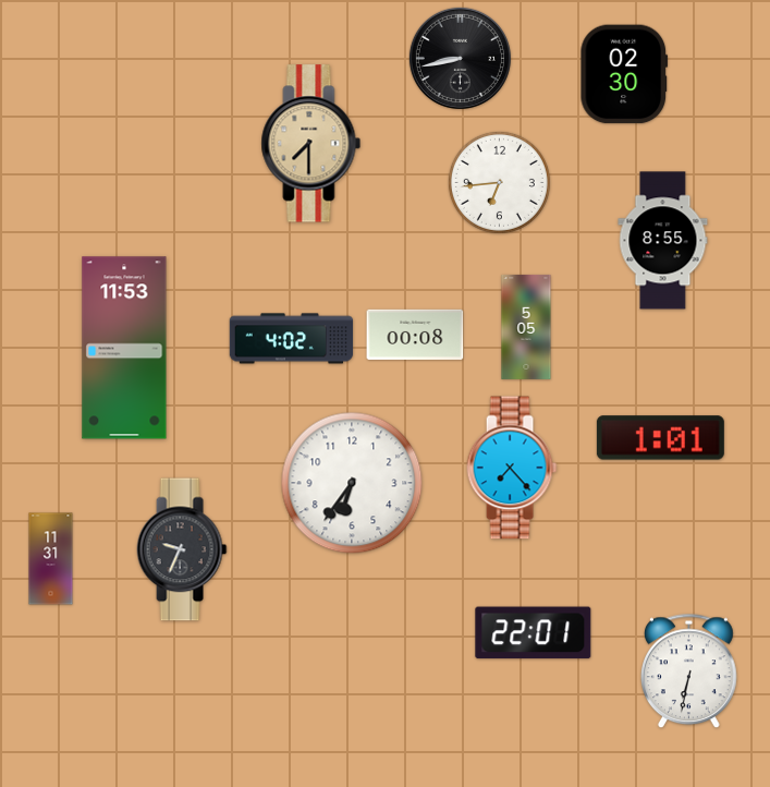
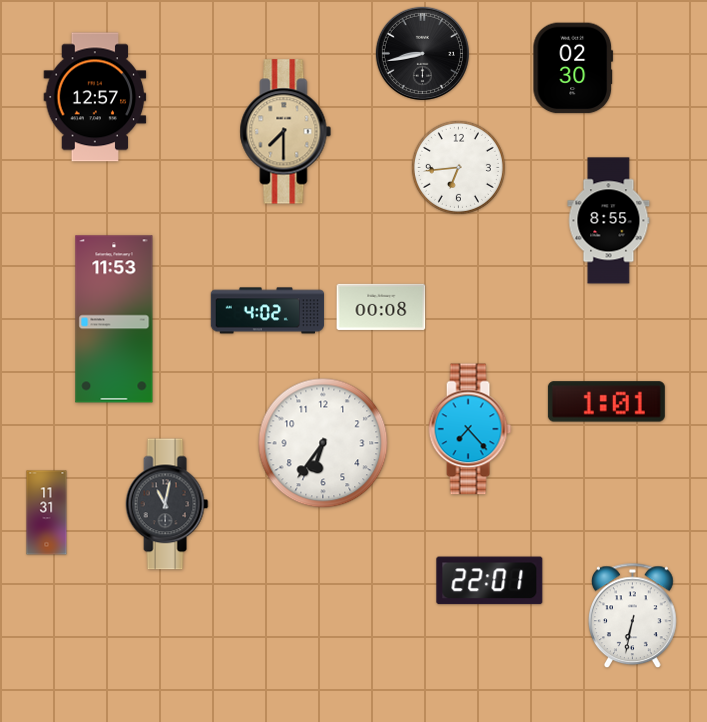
clock at (95, 97): none -> 12:57
clock at (526, 327): 5:05 -> none
clock at (182, 549): 9:34 -> 11:02
